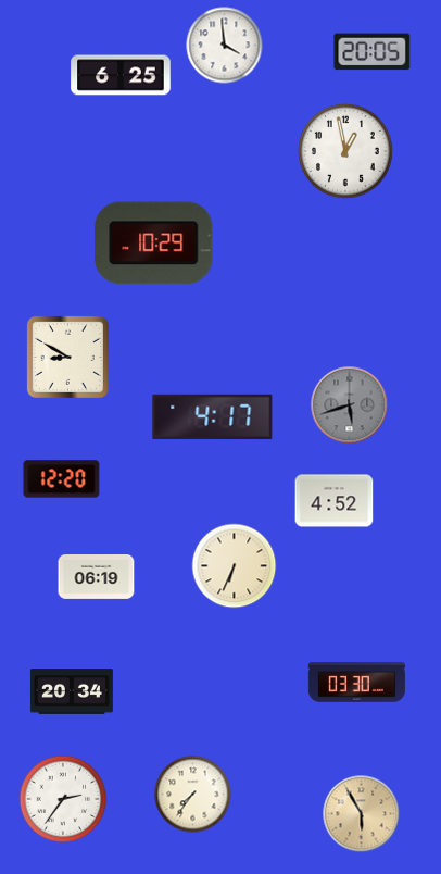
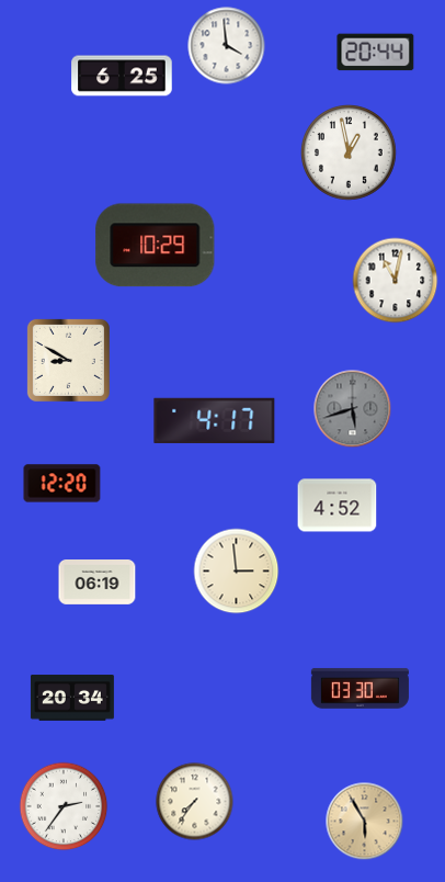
clock at (373, 52): 20:05 -> 20:44
clock at (396, 281): none -> 11:02
clock at (235, 566): 6:34 -> 2:59
